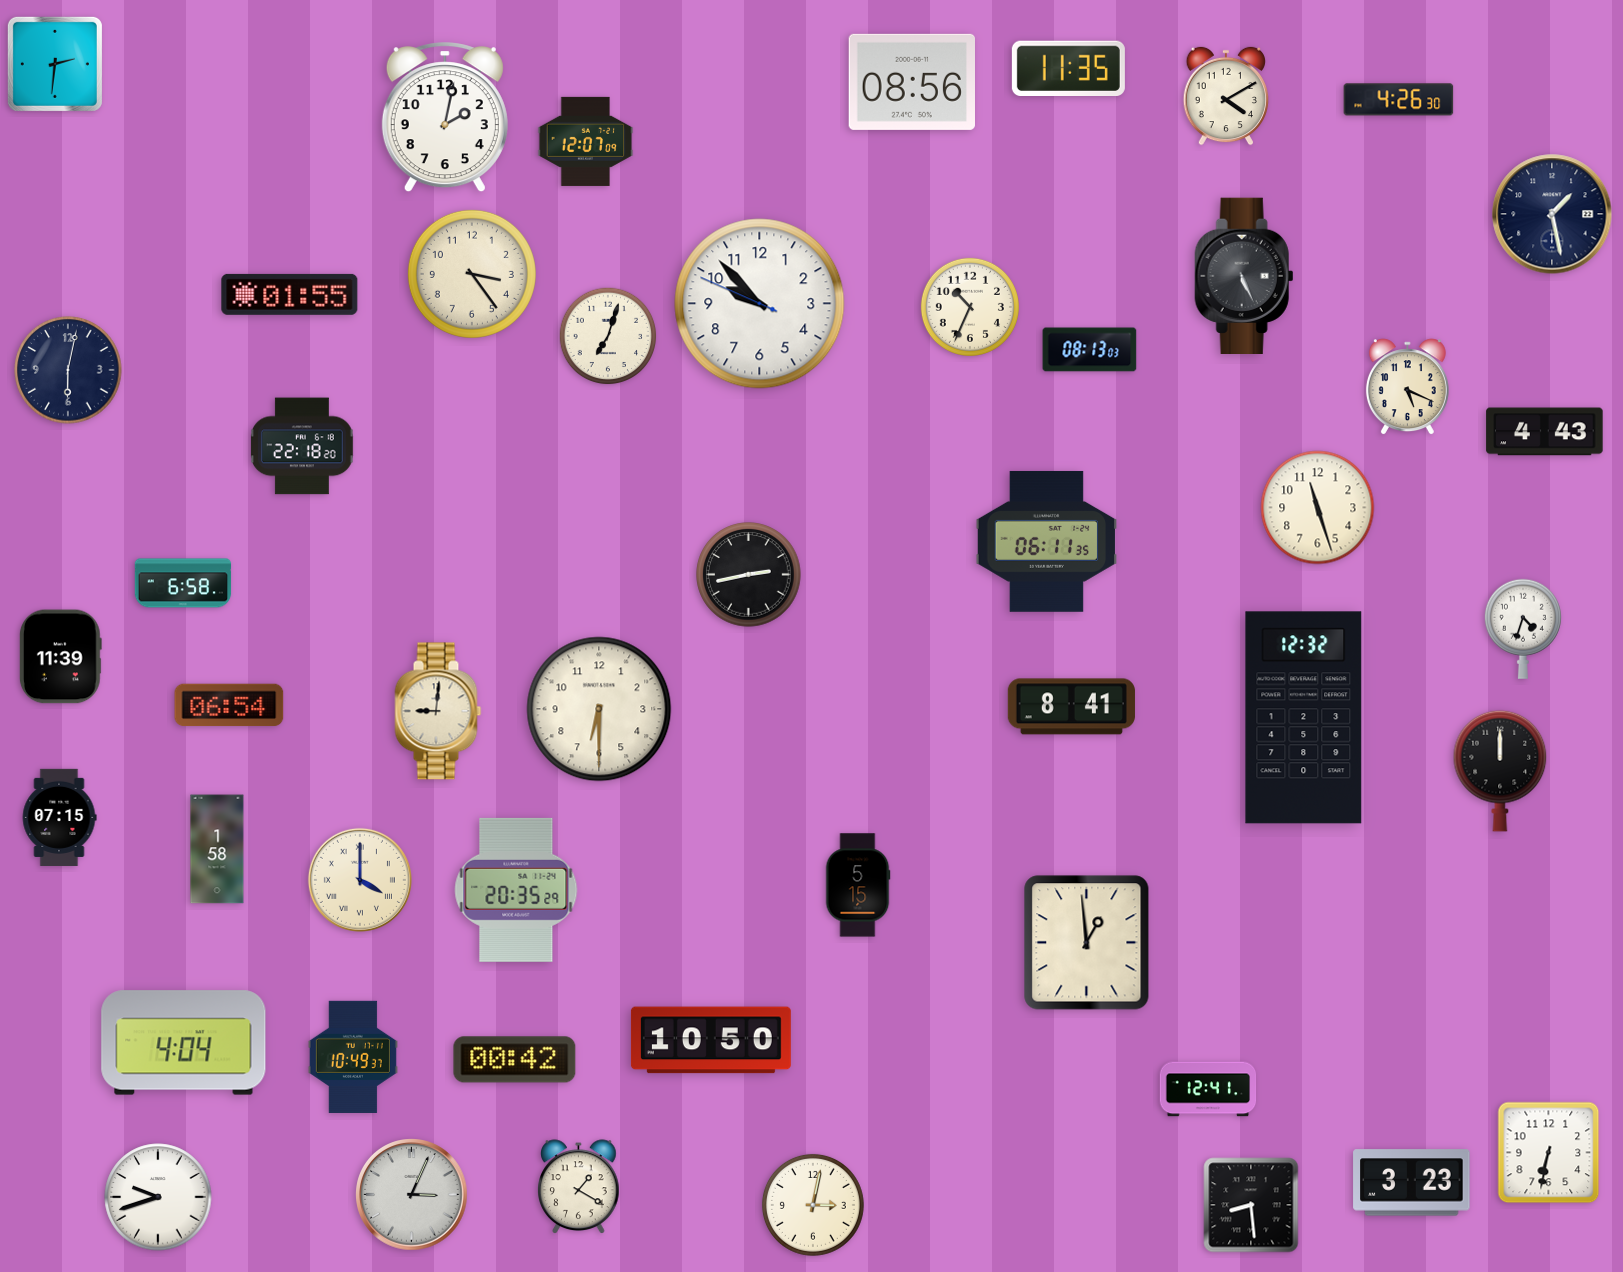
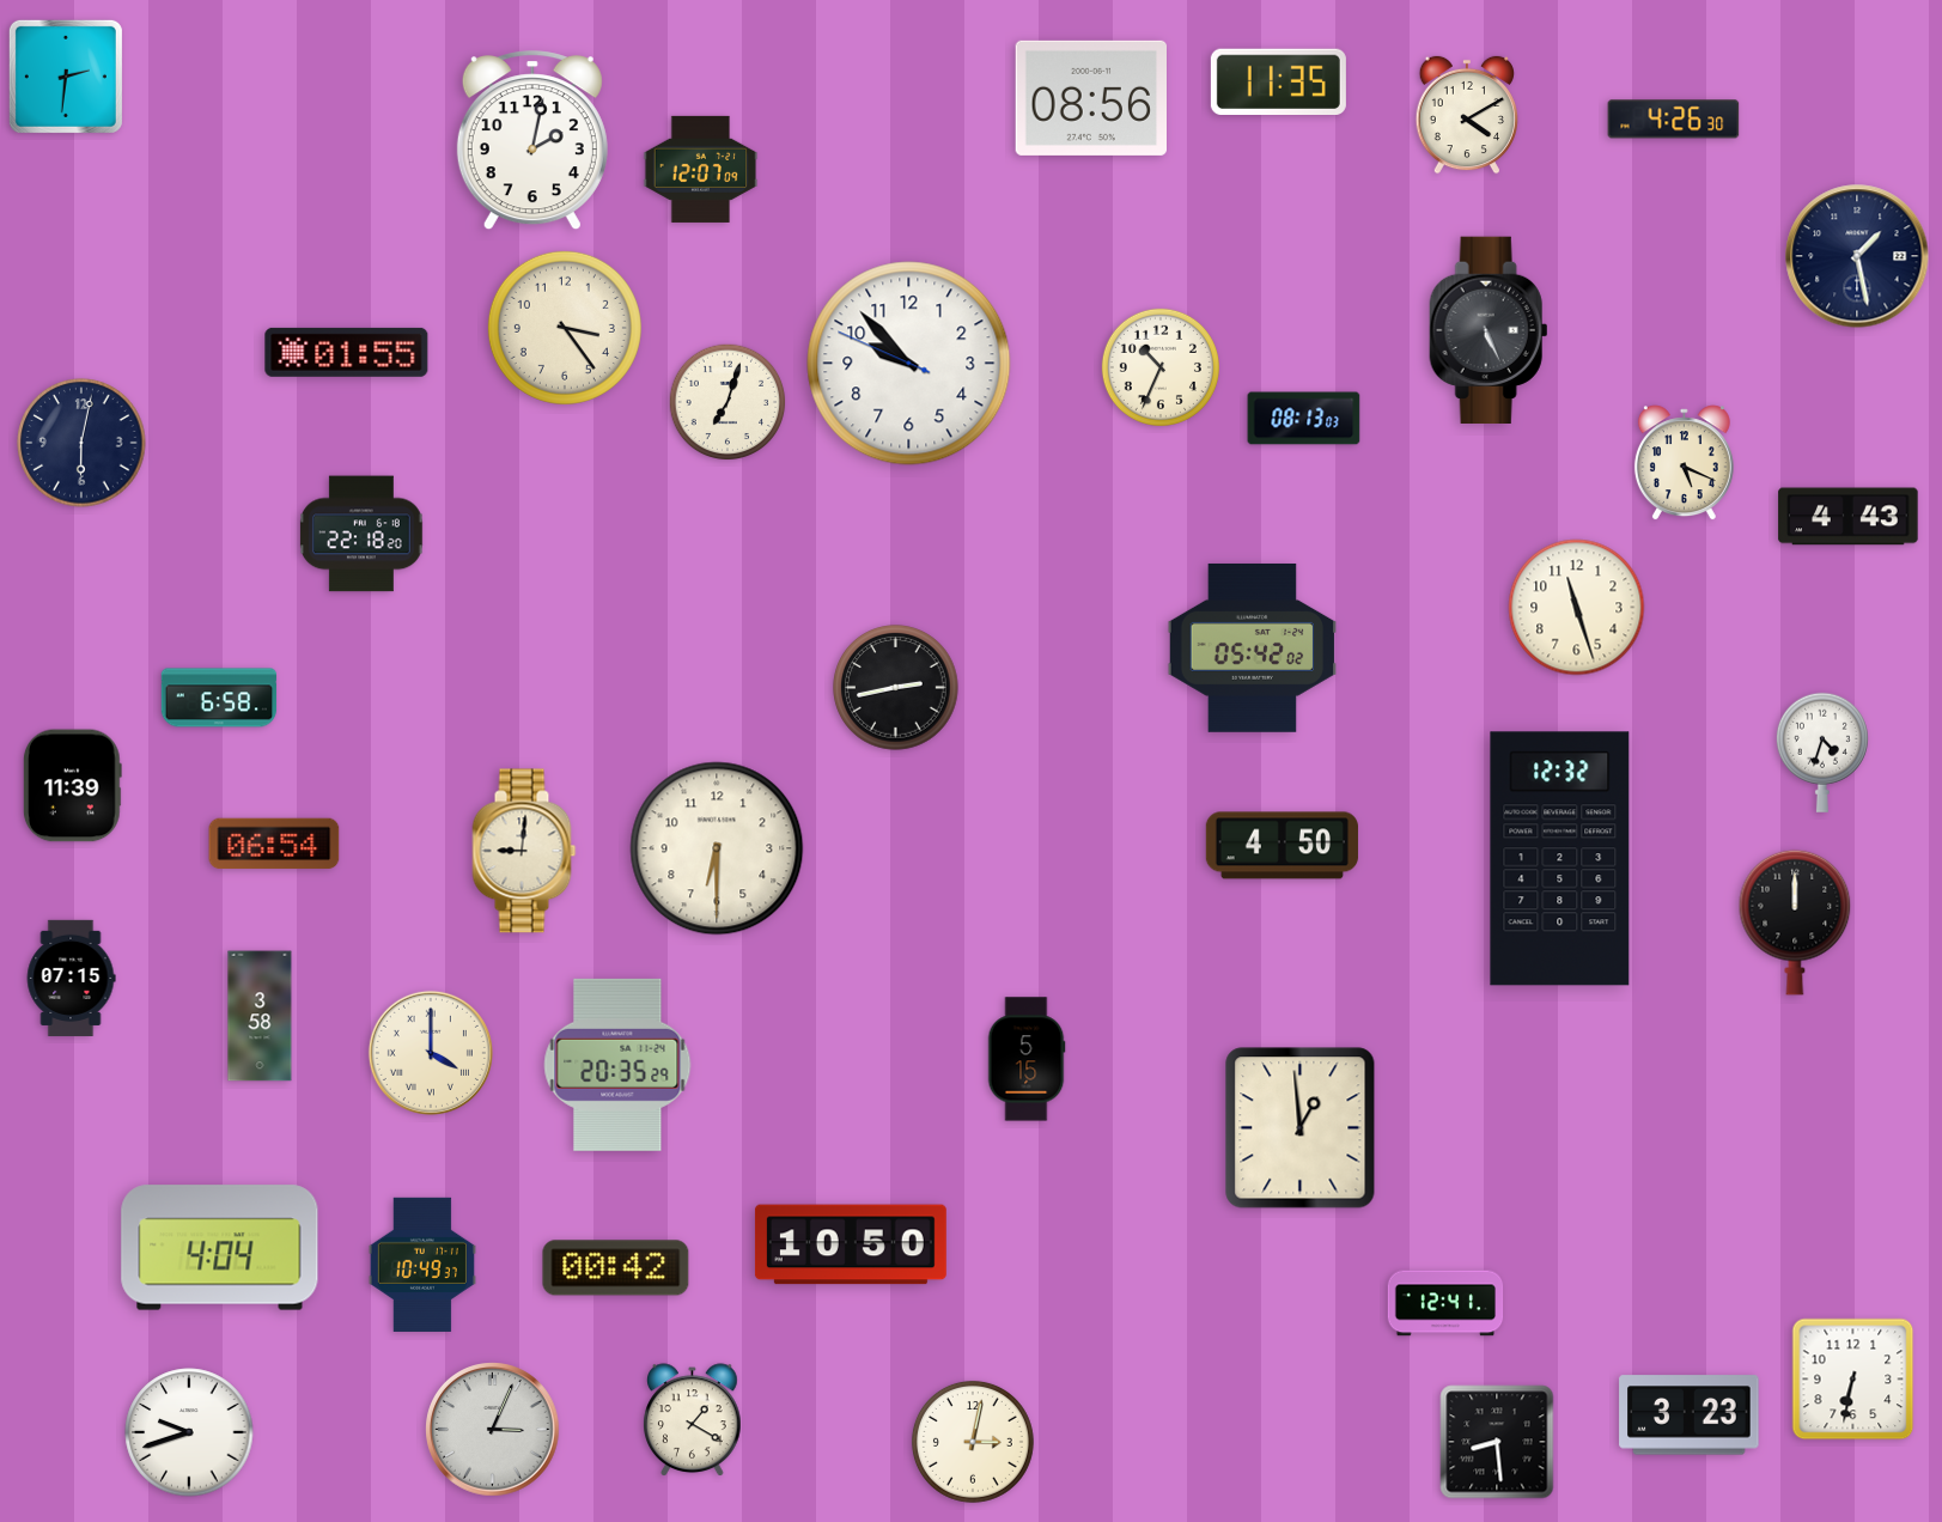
clock at (1047, 541): 06:11 -> 05:42
clock at (1071, 707): 8:41 -> 4:50
clock at (217, 849): 1:58 -> 3:58
